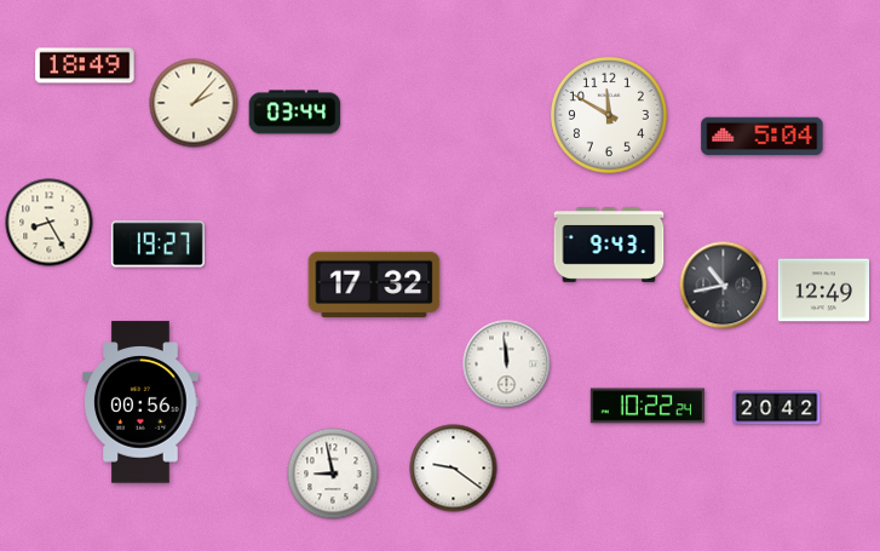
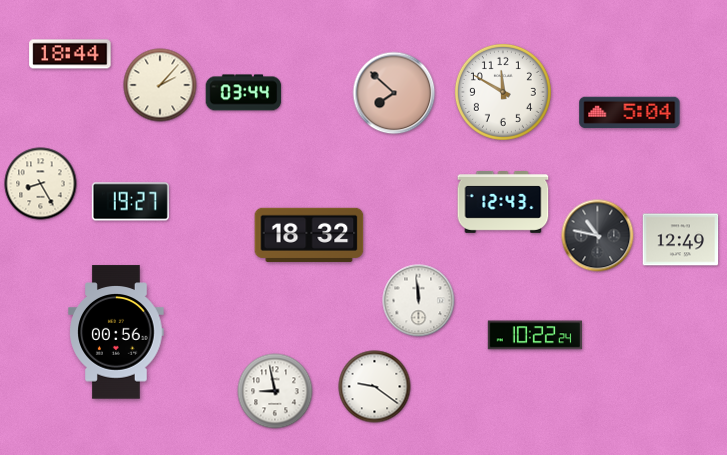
clock at (85, 65): 18:49 -> 18:44
clock at (394, 93): none -> 7:52
clock at (609, 115) position: (609, 115) -> (503, 92)
clock at (609, 246): 9:43 -> 12:43
clock at (374, 285): 17:32 -> 18:32
clock at (724, 286): 10:43 -> 10:47
clock at (777, 408): 20:42 -> none
